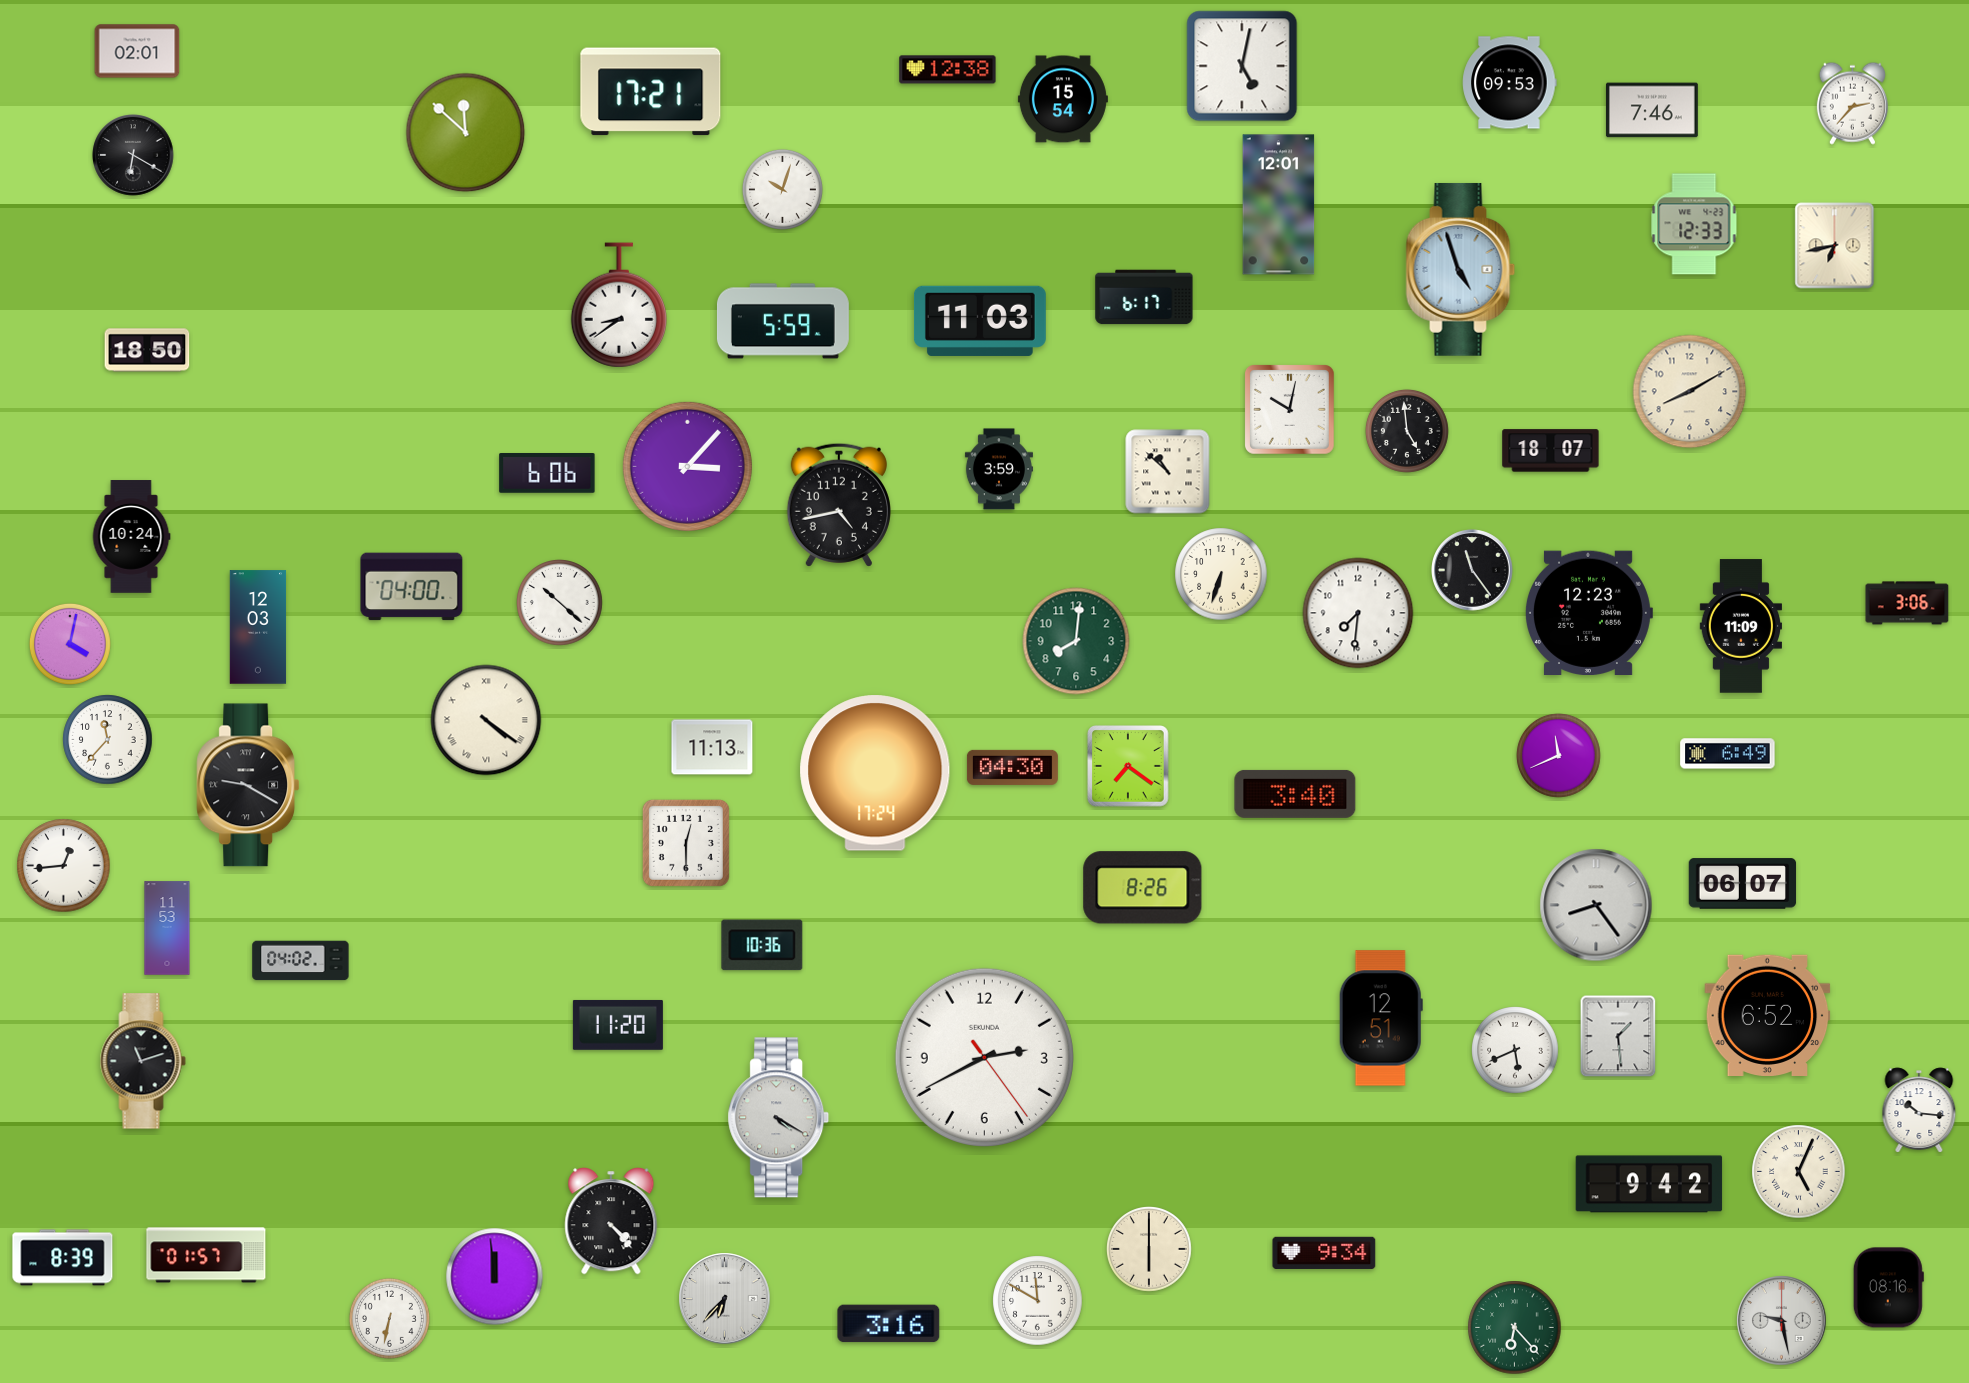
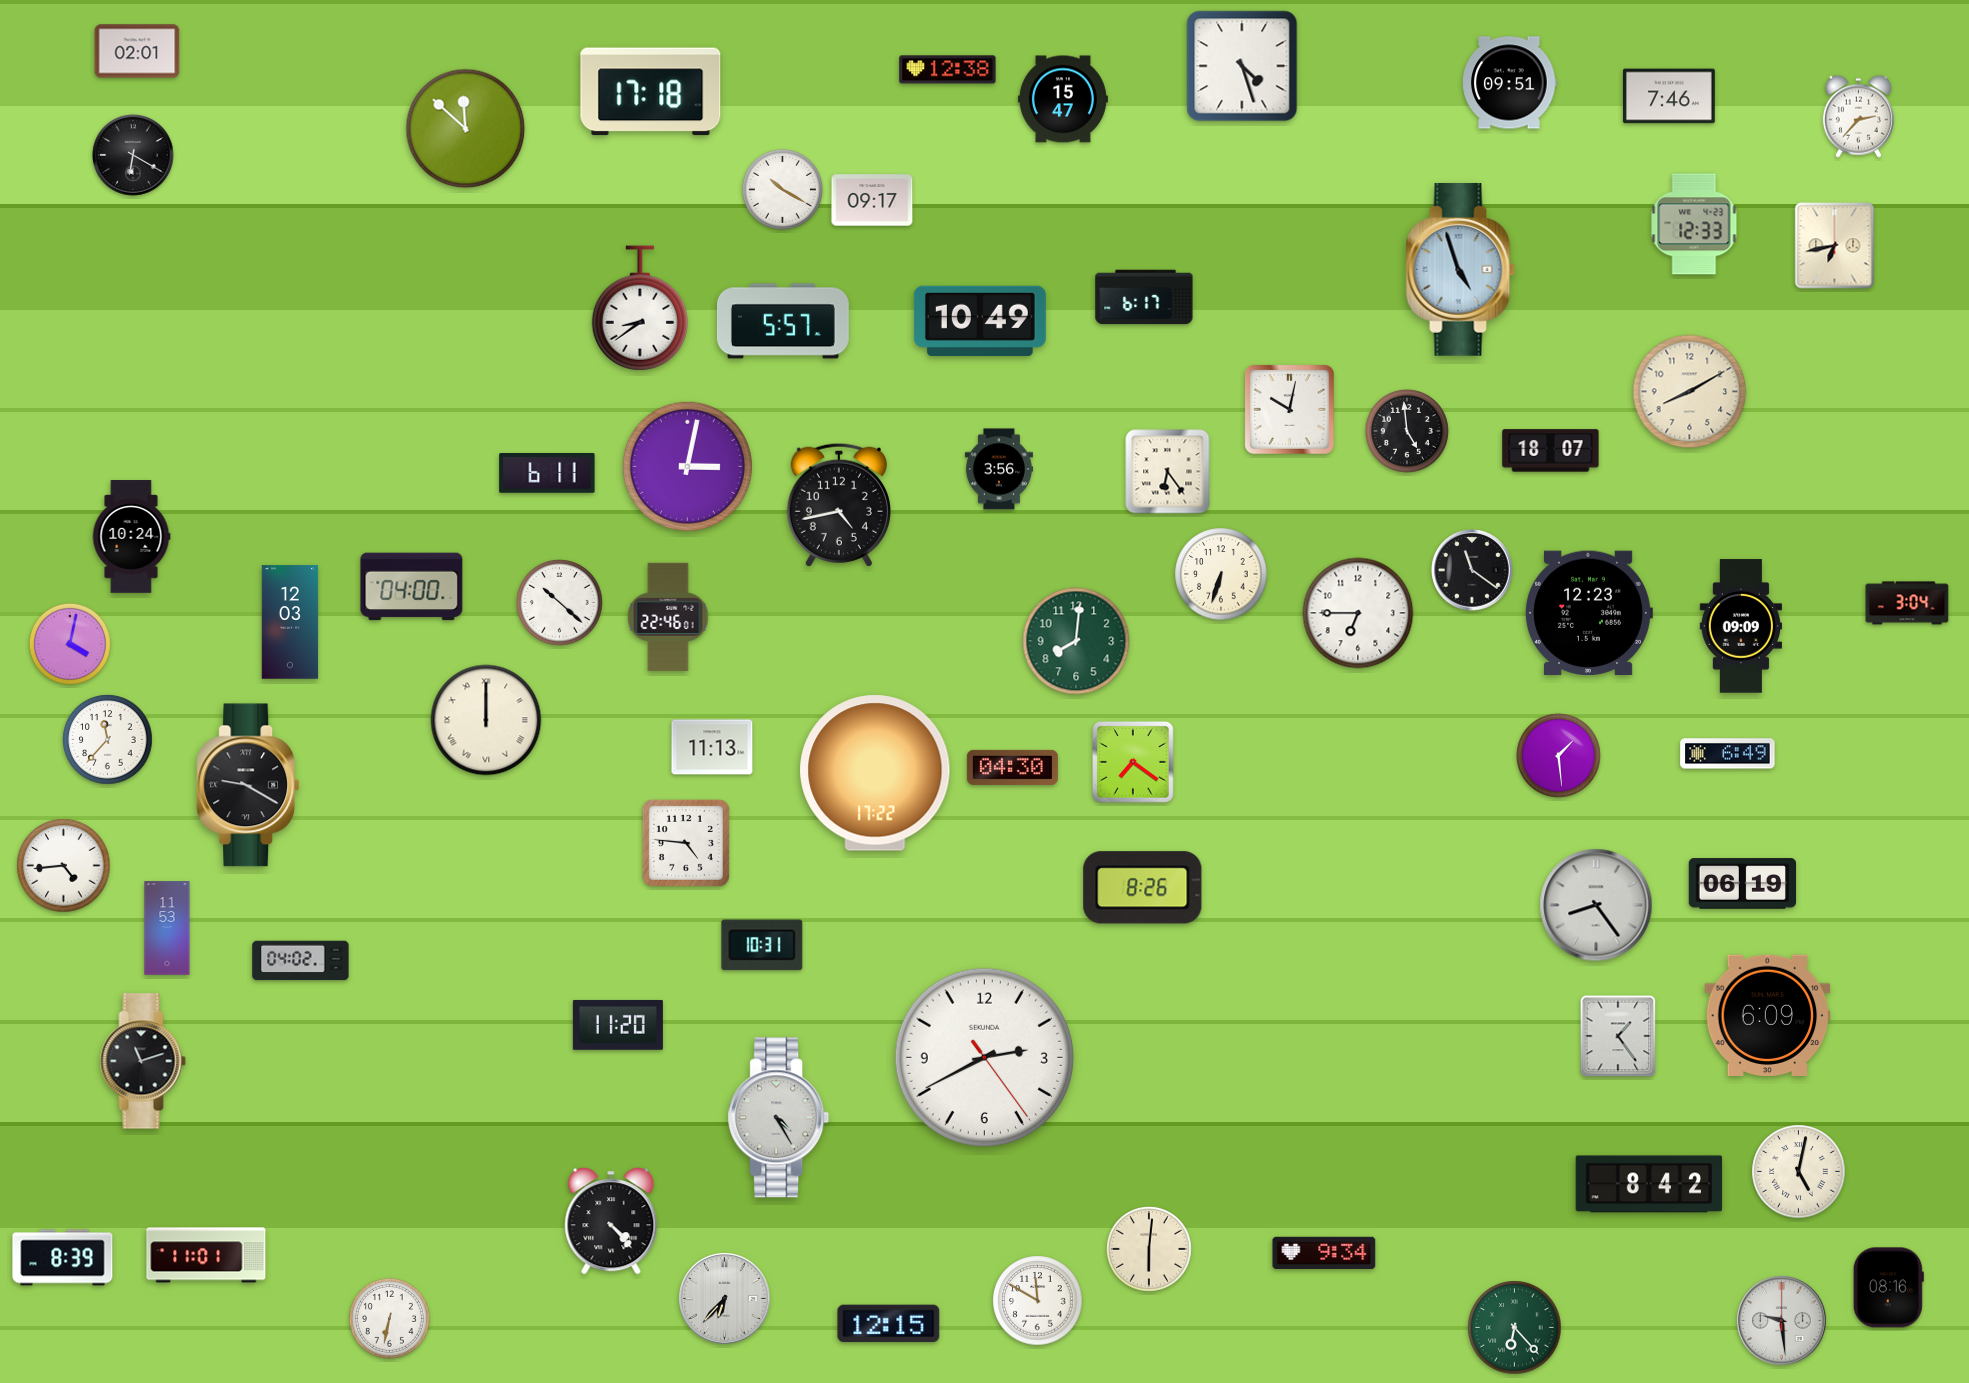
clock at (1242, 66): 5:02 -> 4:27
clock at (1510, 83): 09:53 -> 09:51
clock at (651, 92): 17:21 -> 17:18
clock at (1063, 99): 15:54 -> 15:47
clock at (1852, 103) position: (1852, 103) -> (1858, 116)
clock at (1652, 110) position: (1652, 110) -> (1669, 96)
clock at (466, 133) position: (466, 133) -> (466, 129)
clock at (782, 189): 10:03 -> 10:20
clock at (872, 200): none -> 09:17
clock at (1279, 205): 12:01 -> none
clock at (619, 305) position: (619, 305) -> (640, 308)
clock at (783, 321): 5:59 -> 5:57
clock at (980, 321): 11:03 -> 10:49
clock at (147, 350): 18:50 -> none
clock at (687, 466): 3:07 -> 3:02
clock at (999, 469): 3:59 -> 3:56
clock at (1168, 472): 10:52 -> 6:24
clock at (547, 474): 6:06 -> 6:11
clock at (1472, 570): 11:24 -> 11:21
clock at (1907, 603): 3:06 -> 3:04
clock at (1358, 613): 7:31 -> 6:45
clock at (668, 617): none -> 22:46
clock at (1740, 626): 11:09 -> 09:09
clock at (258, 627) position: (258, 627) -> (290, 622)
clock at (486, 720): 4:21 -> 12:00
clock at (1559, 756): 11:41 -> 1:29
clock at (1128, 766) position: (1128, 766) -> (1133, 762)
clock at (875, 773): 17:24 -> 17:22
clock at (1295, 794): 3:40 -> none
clock at (686, 843): 12:30 -> 4:46
clock at (64, 866): 12:44 -> 4:44
clock at (1743, 884): 06:07 -> 06:19
clock at (762, 945): 10:36 -> 10:31
clock at (1768, 1015): 6:52 -> 6:09
clock at (1381, 1018): 12:51 -> none
clock at (1618, 1036): 1:29 -> 1:24
clock at (1515, 1050): 5:41 -> none
clock at (1919, 1110): 10:16 -> none
clock at (779, 1118): 4:20 -> 4:25
clock at (1799, 1172): 5:04 -> 5:02
clock at (1649, 1184): 9:42 -> 8:42
clock at (1150, 1250): 6:00 -> 6:01
clock at (206, 1255): 01:57 -> 11:01
clock at (495, 1277): 11:59 -> none
clock at (1782, 1321): 9:28 -> 9:29
clock at (889, 1324): 3:16 -> 12:15
